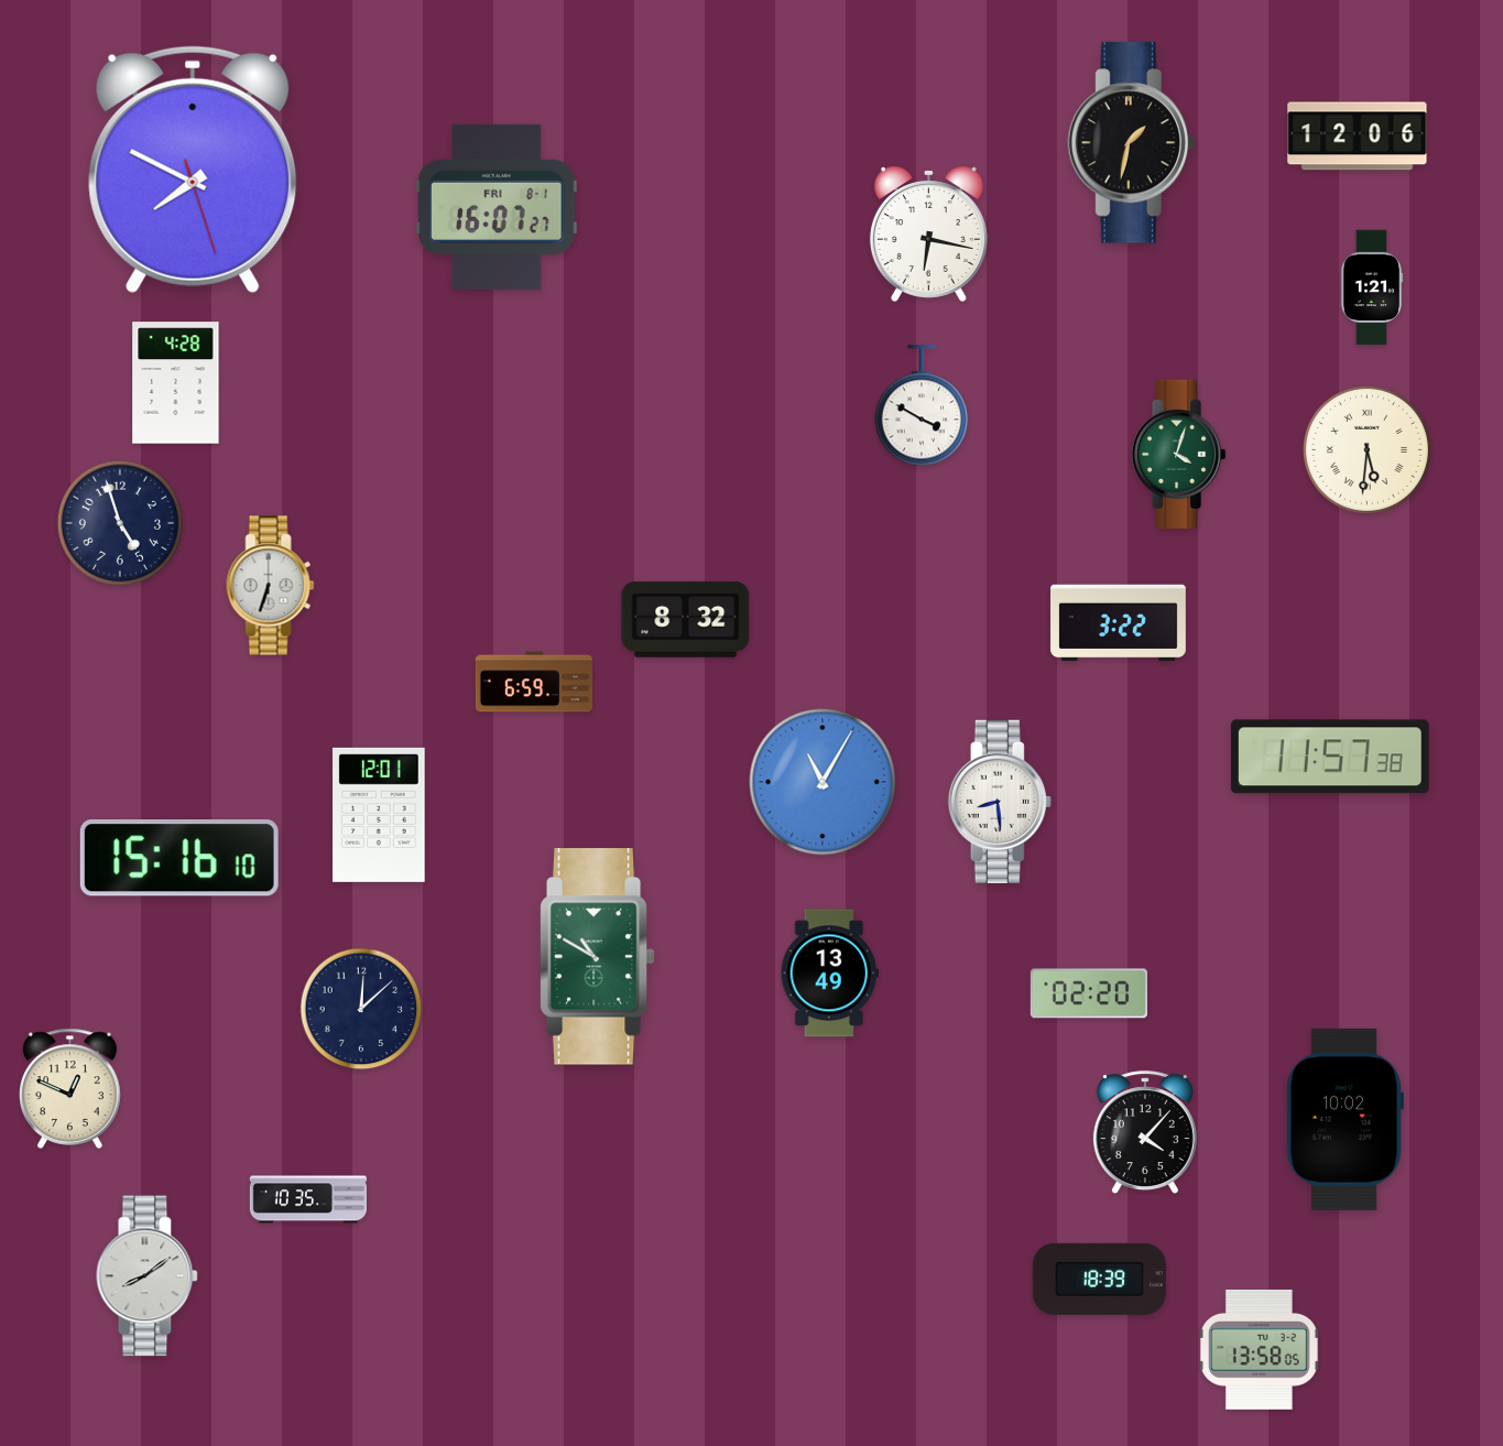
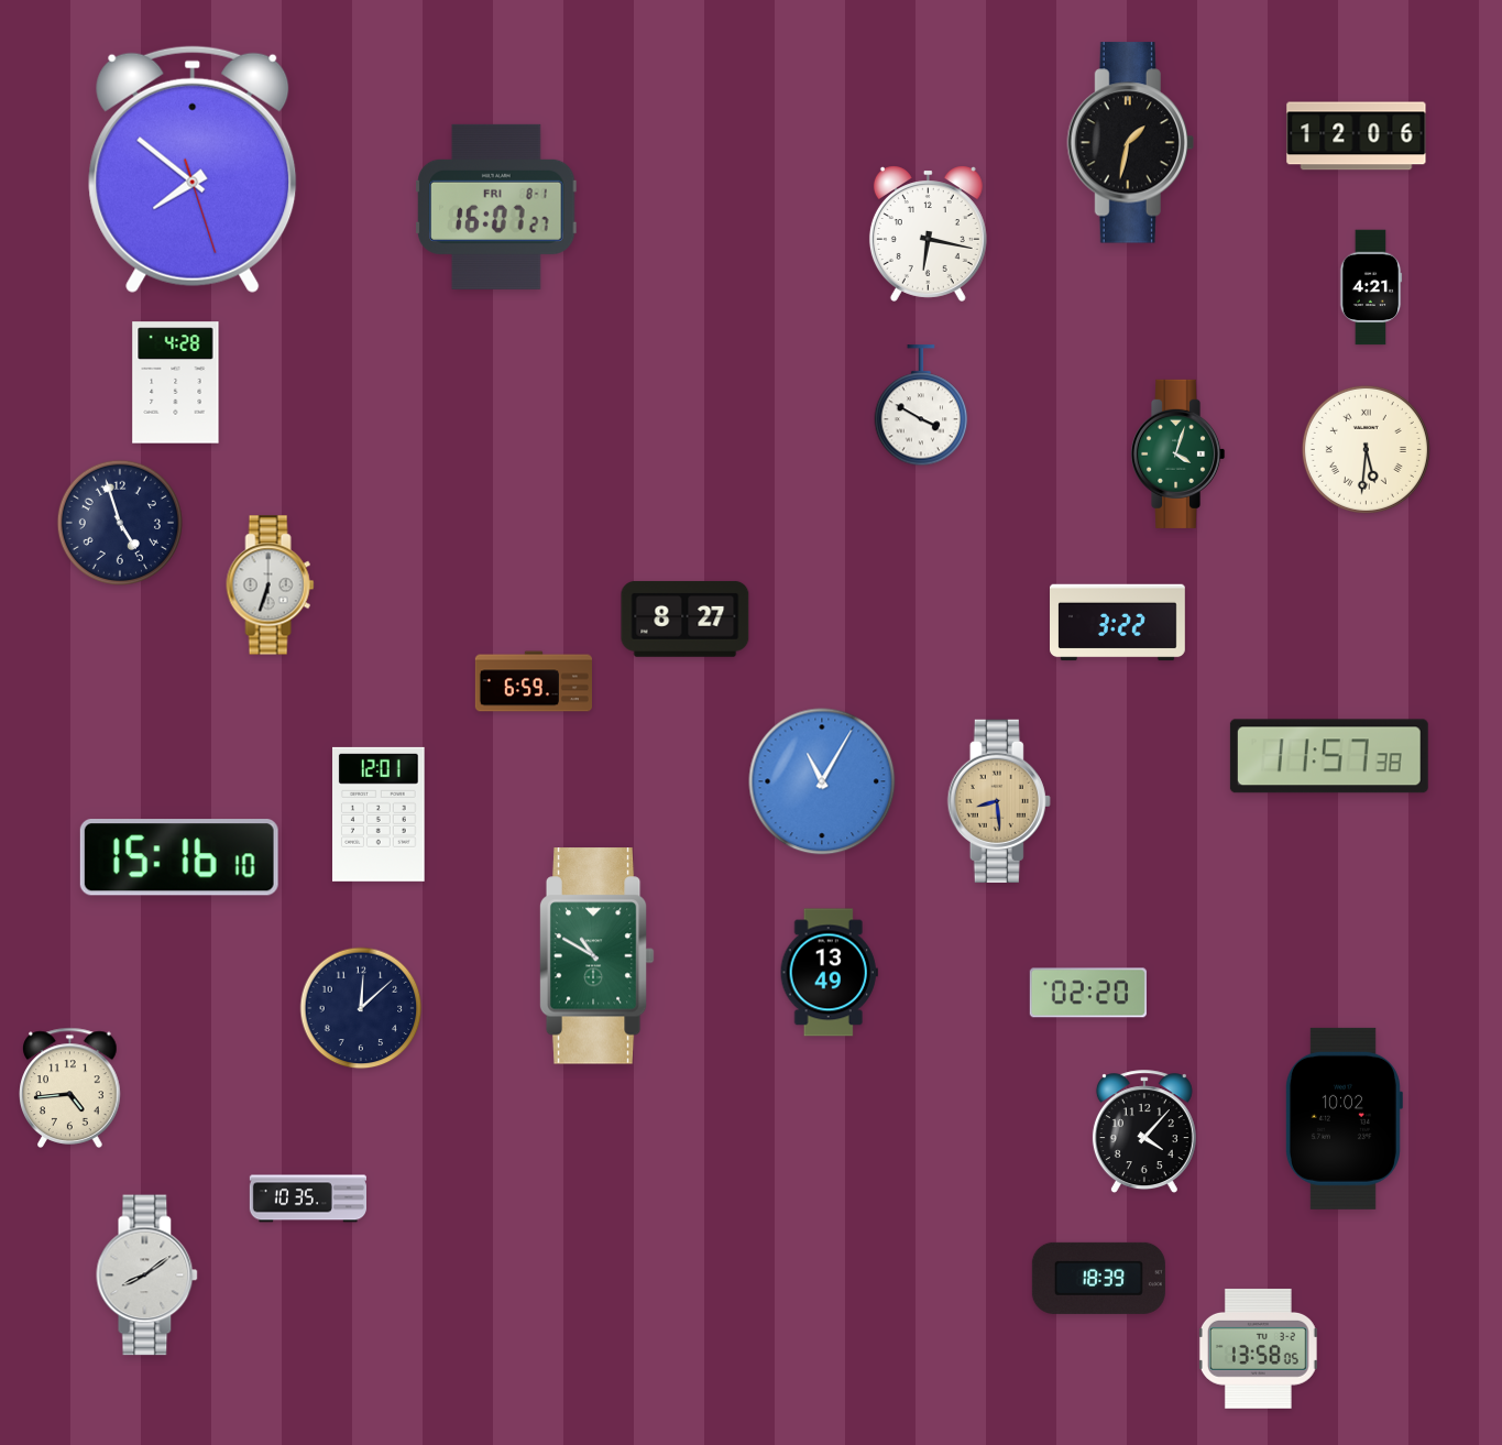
clock at (193, 170): 7:49 -> 7:51
clock at (1372, 287): 1:21 -> 4:21
clock at (686, 619): 8:32 -> 8:27
clock at (1000, 802) dial: white -> champagne
clock at (70, 1088): 12:49 -> 4:44
